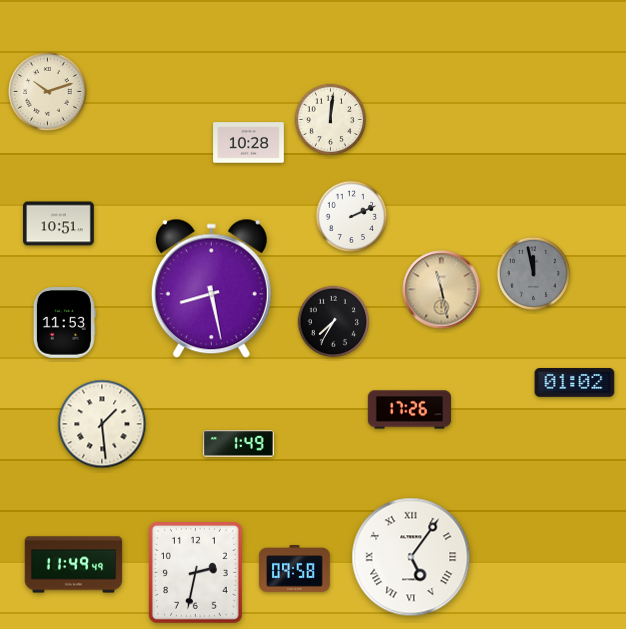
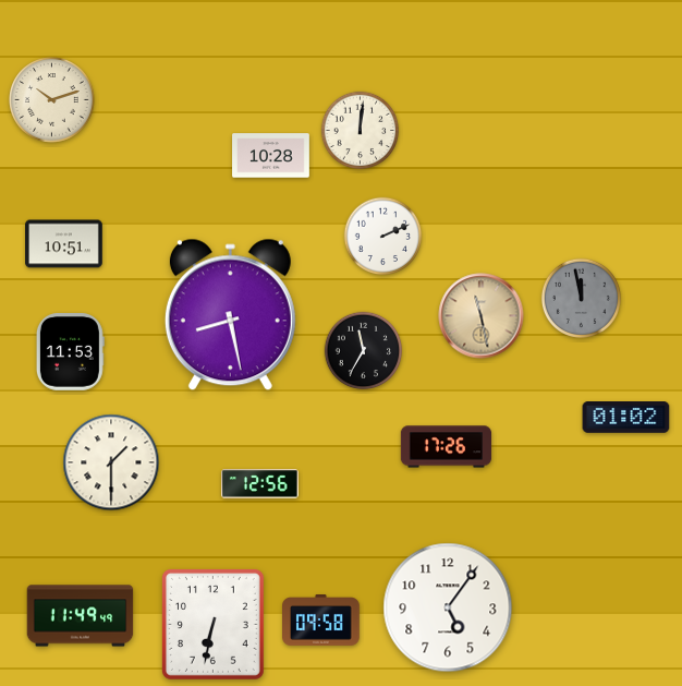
clock at (334, 322): 7:35 -> 11:35
clock at (102, 424): 1:29 -> 1:30
clock at (239, 444): 1:49 -> 12:56
clock at (411, 557) numerals: Roman -> Arabic
clock at (195, 572): 2:32 -> 6:32
